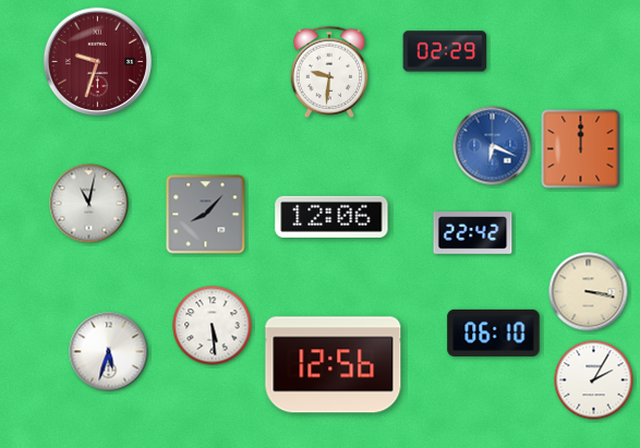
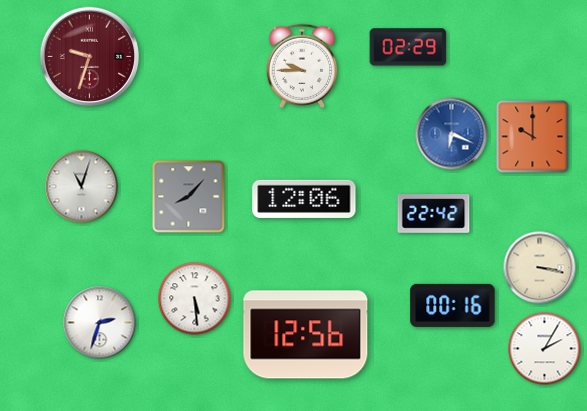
clock at (329, 72): 9:31 -> 9:45
clock at (581, 149): 12:00 -> 10:00
clock at (89, 204): 11:02 -> 11:03
clock at (494, 332): 06:10 -> 00:16
clock at (109, 352): 5:33 -> 2:33
